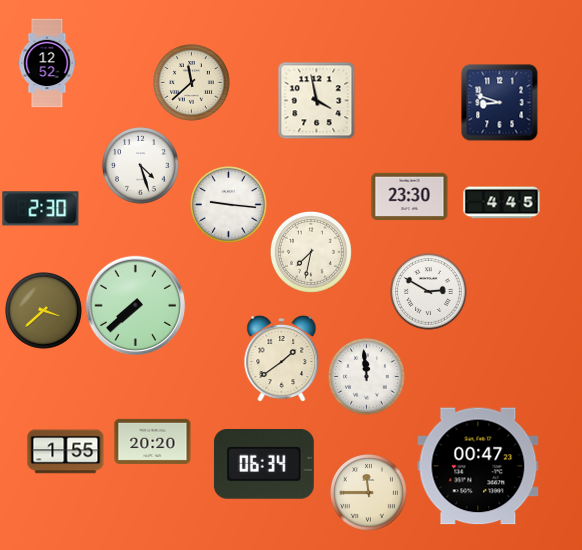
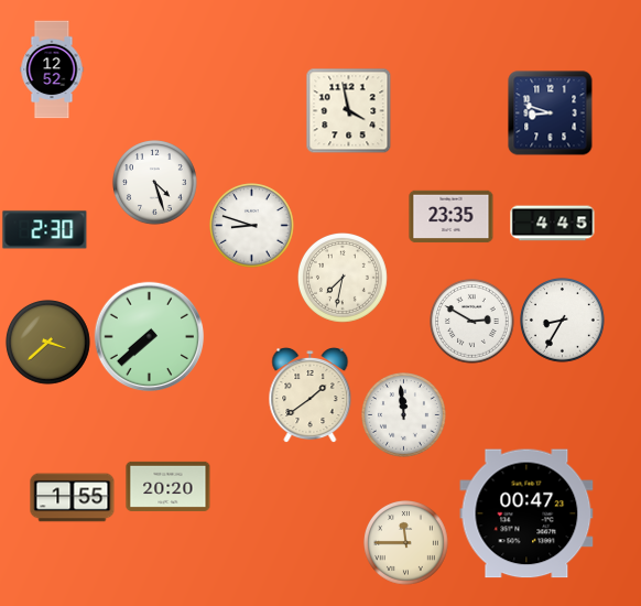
clock at (192, 83): 11:38 -> none
clock at (410, 197): 23:30 -> 23:35
clock at (229, 205): 9:16 -> 8:48
clock at (563, 321): none -> 8:35
clock at (264, 464): 06:34 -> none
